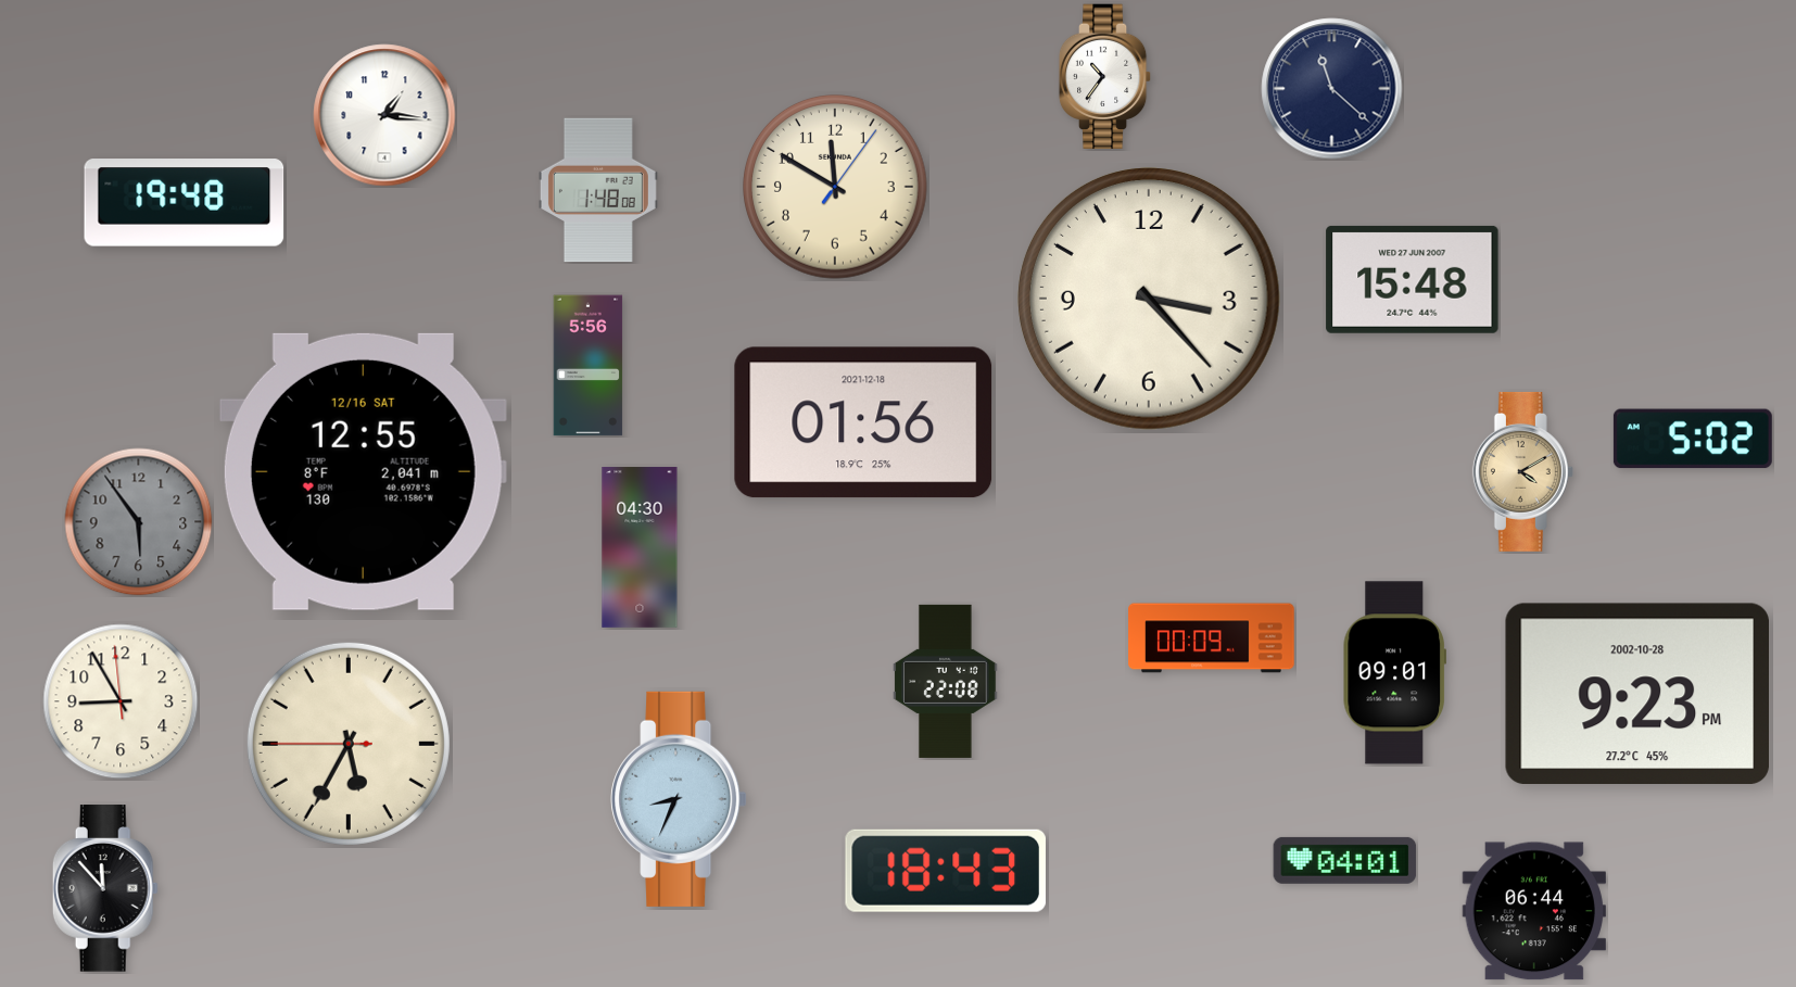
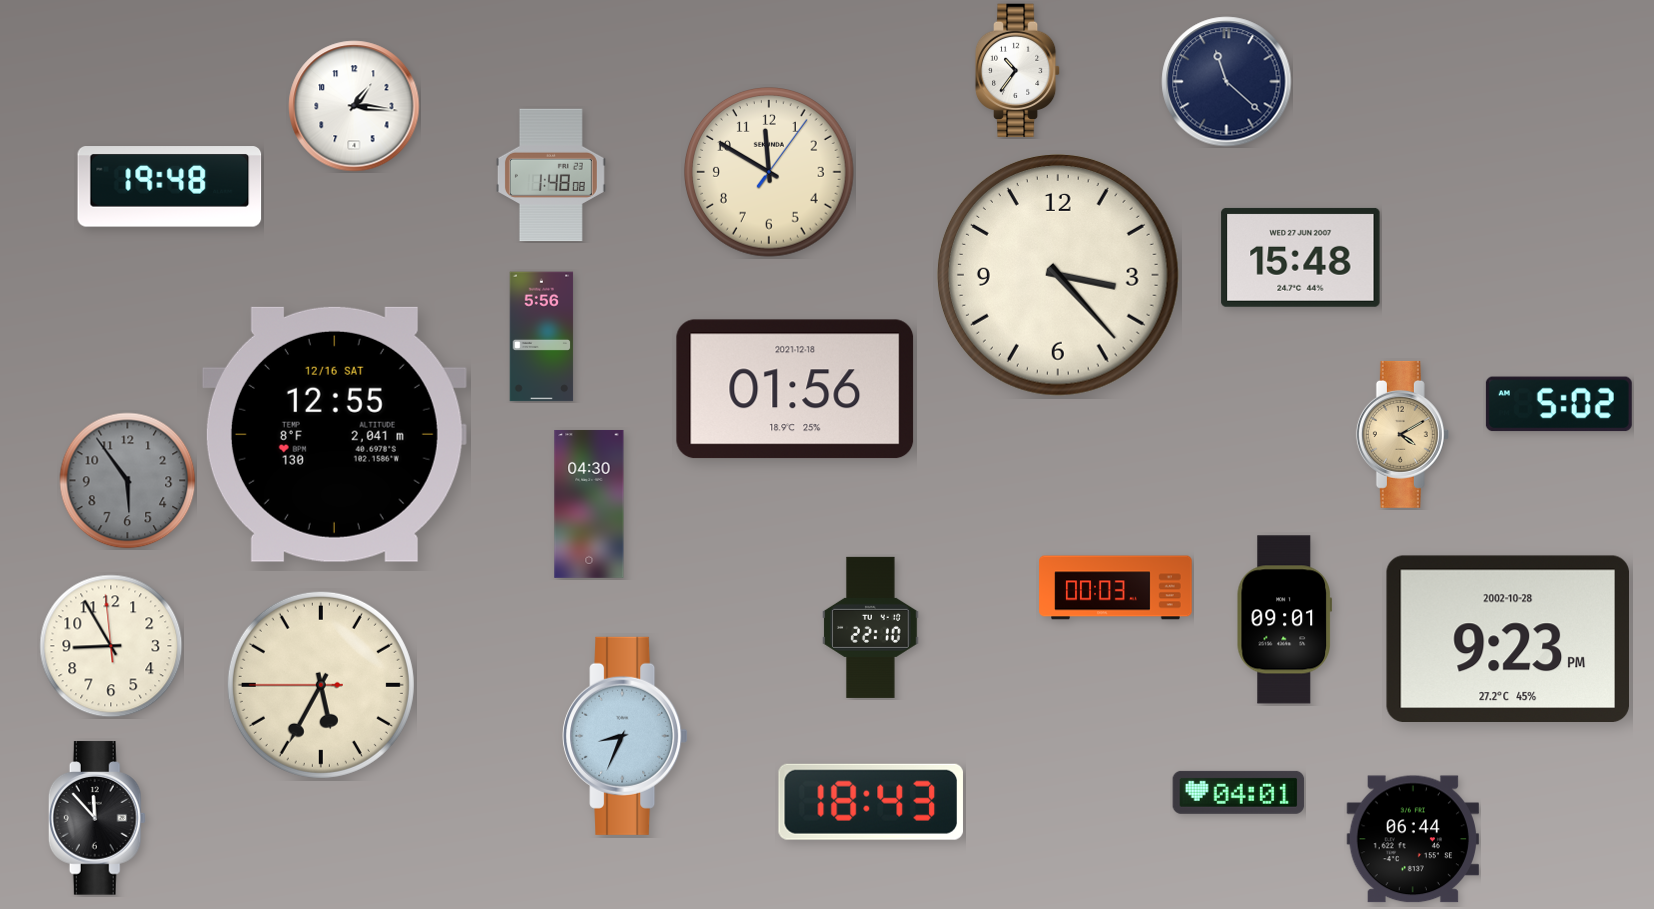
clock at (1212, 638): 00:09 -> 00:03
clock at (946, 681): 22:08 -> 22:10
